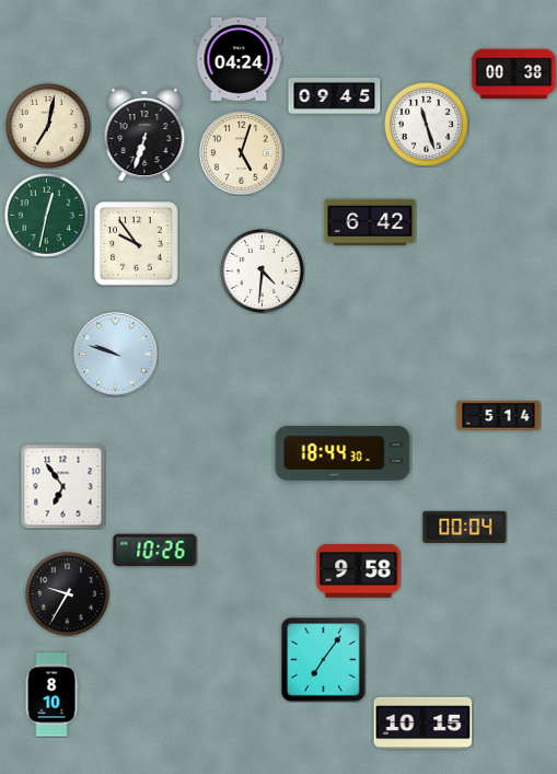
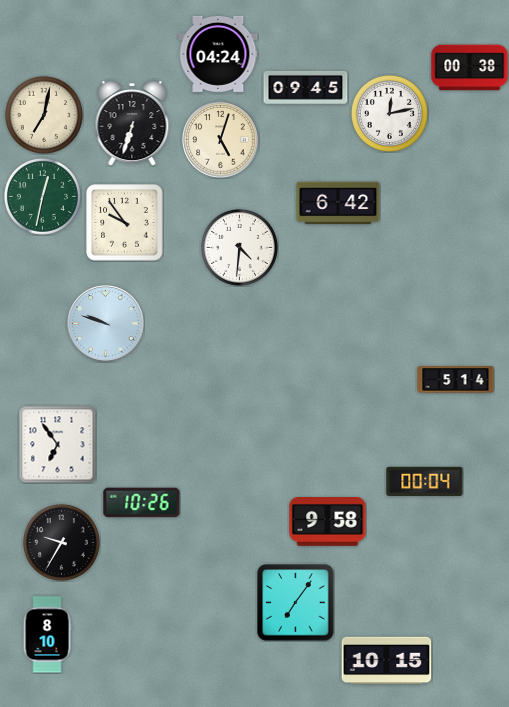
clock at (426, 124): 11:27 -> 12:13
clock at (343, 453): 18:44 -> none
